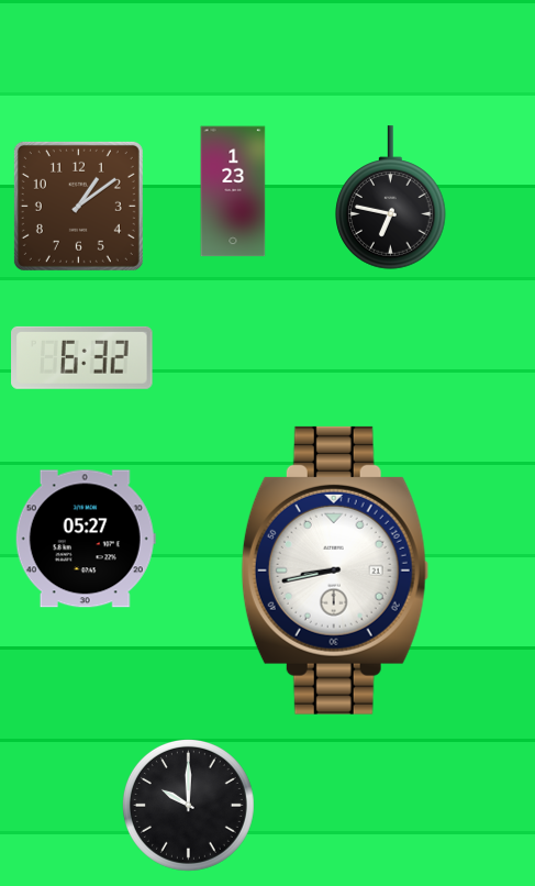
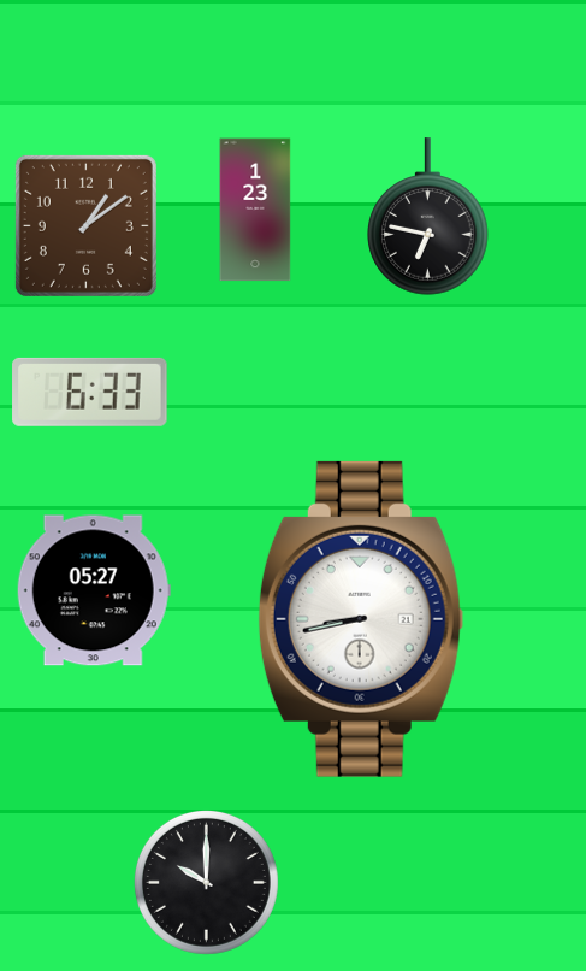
clock at (82, 357): 6:32 -> 6:33
clock at (335, 571) position: (335, 571) -> (361, 619)
